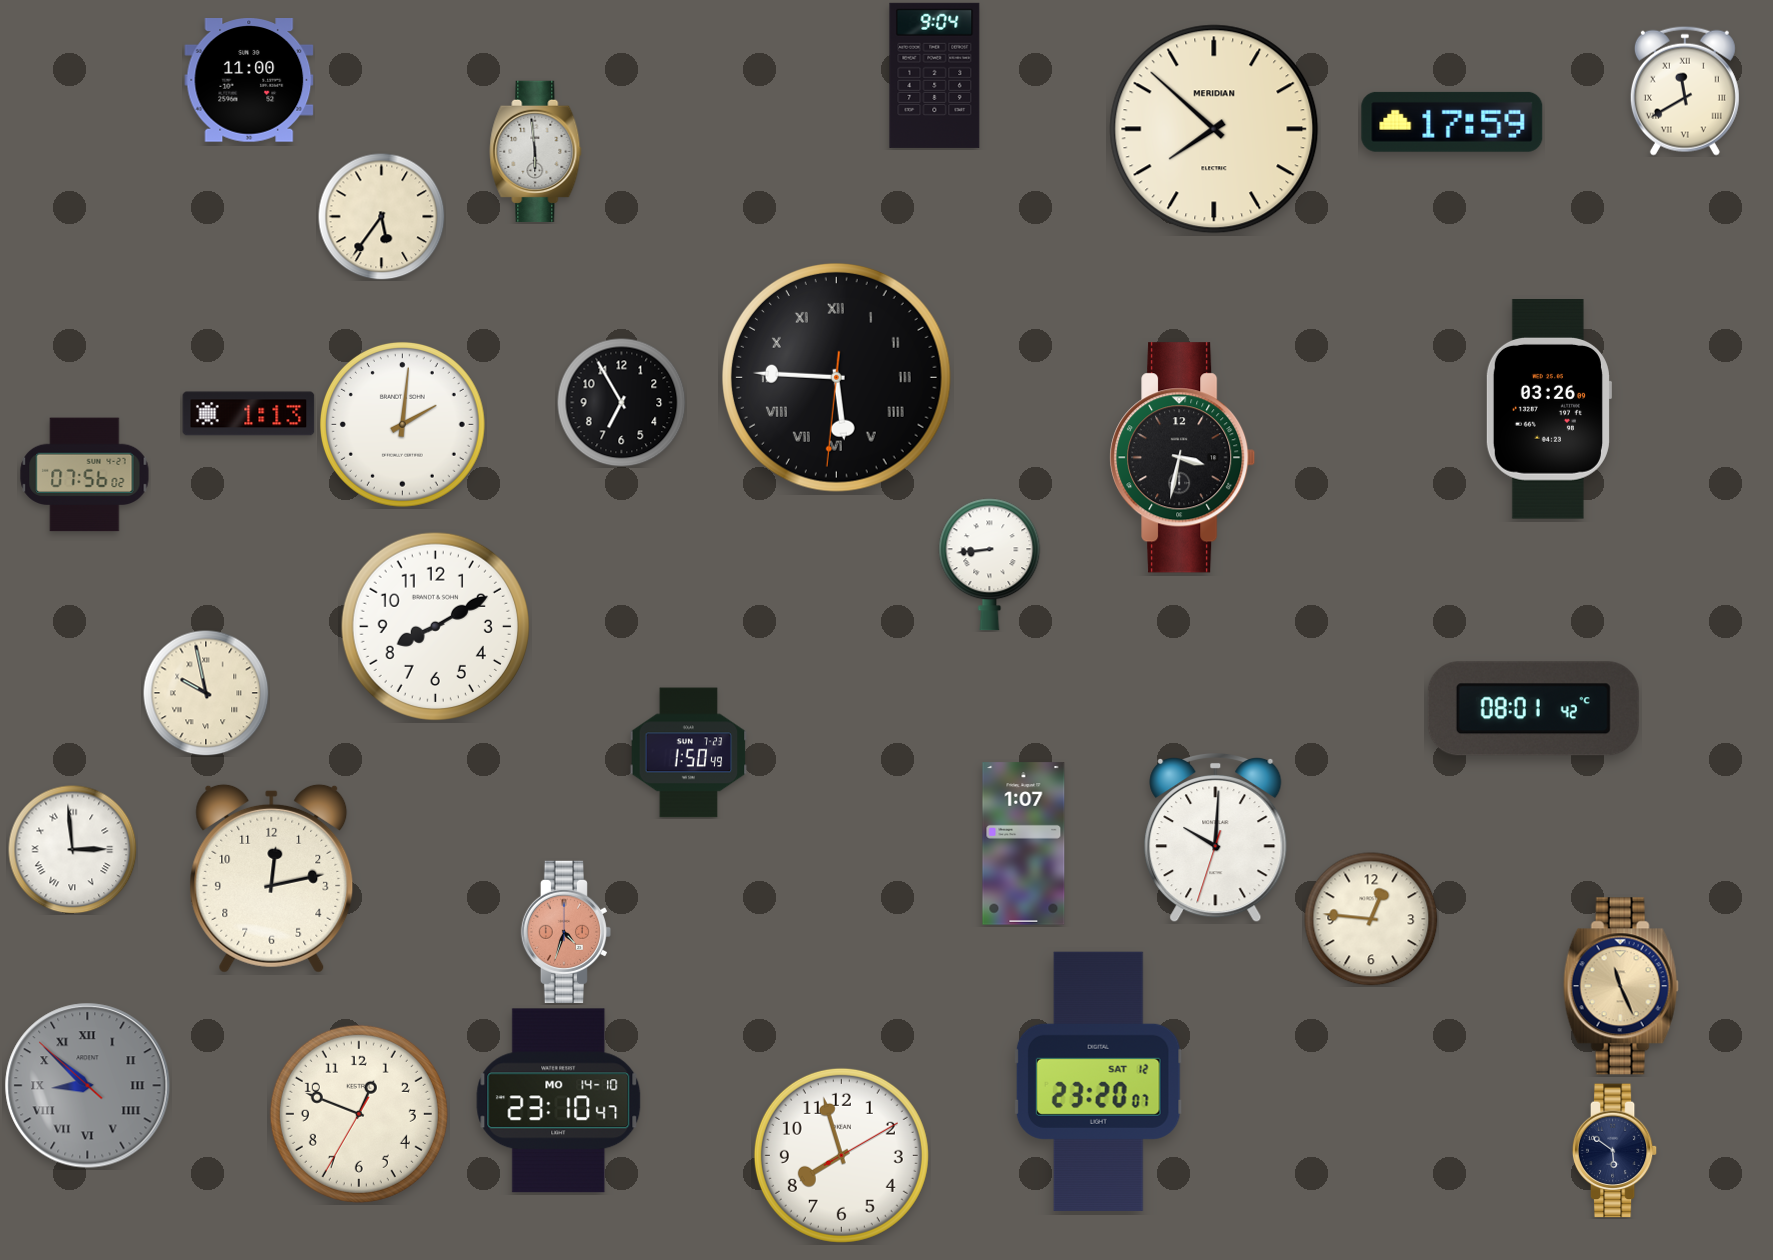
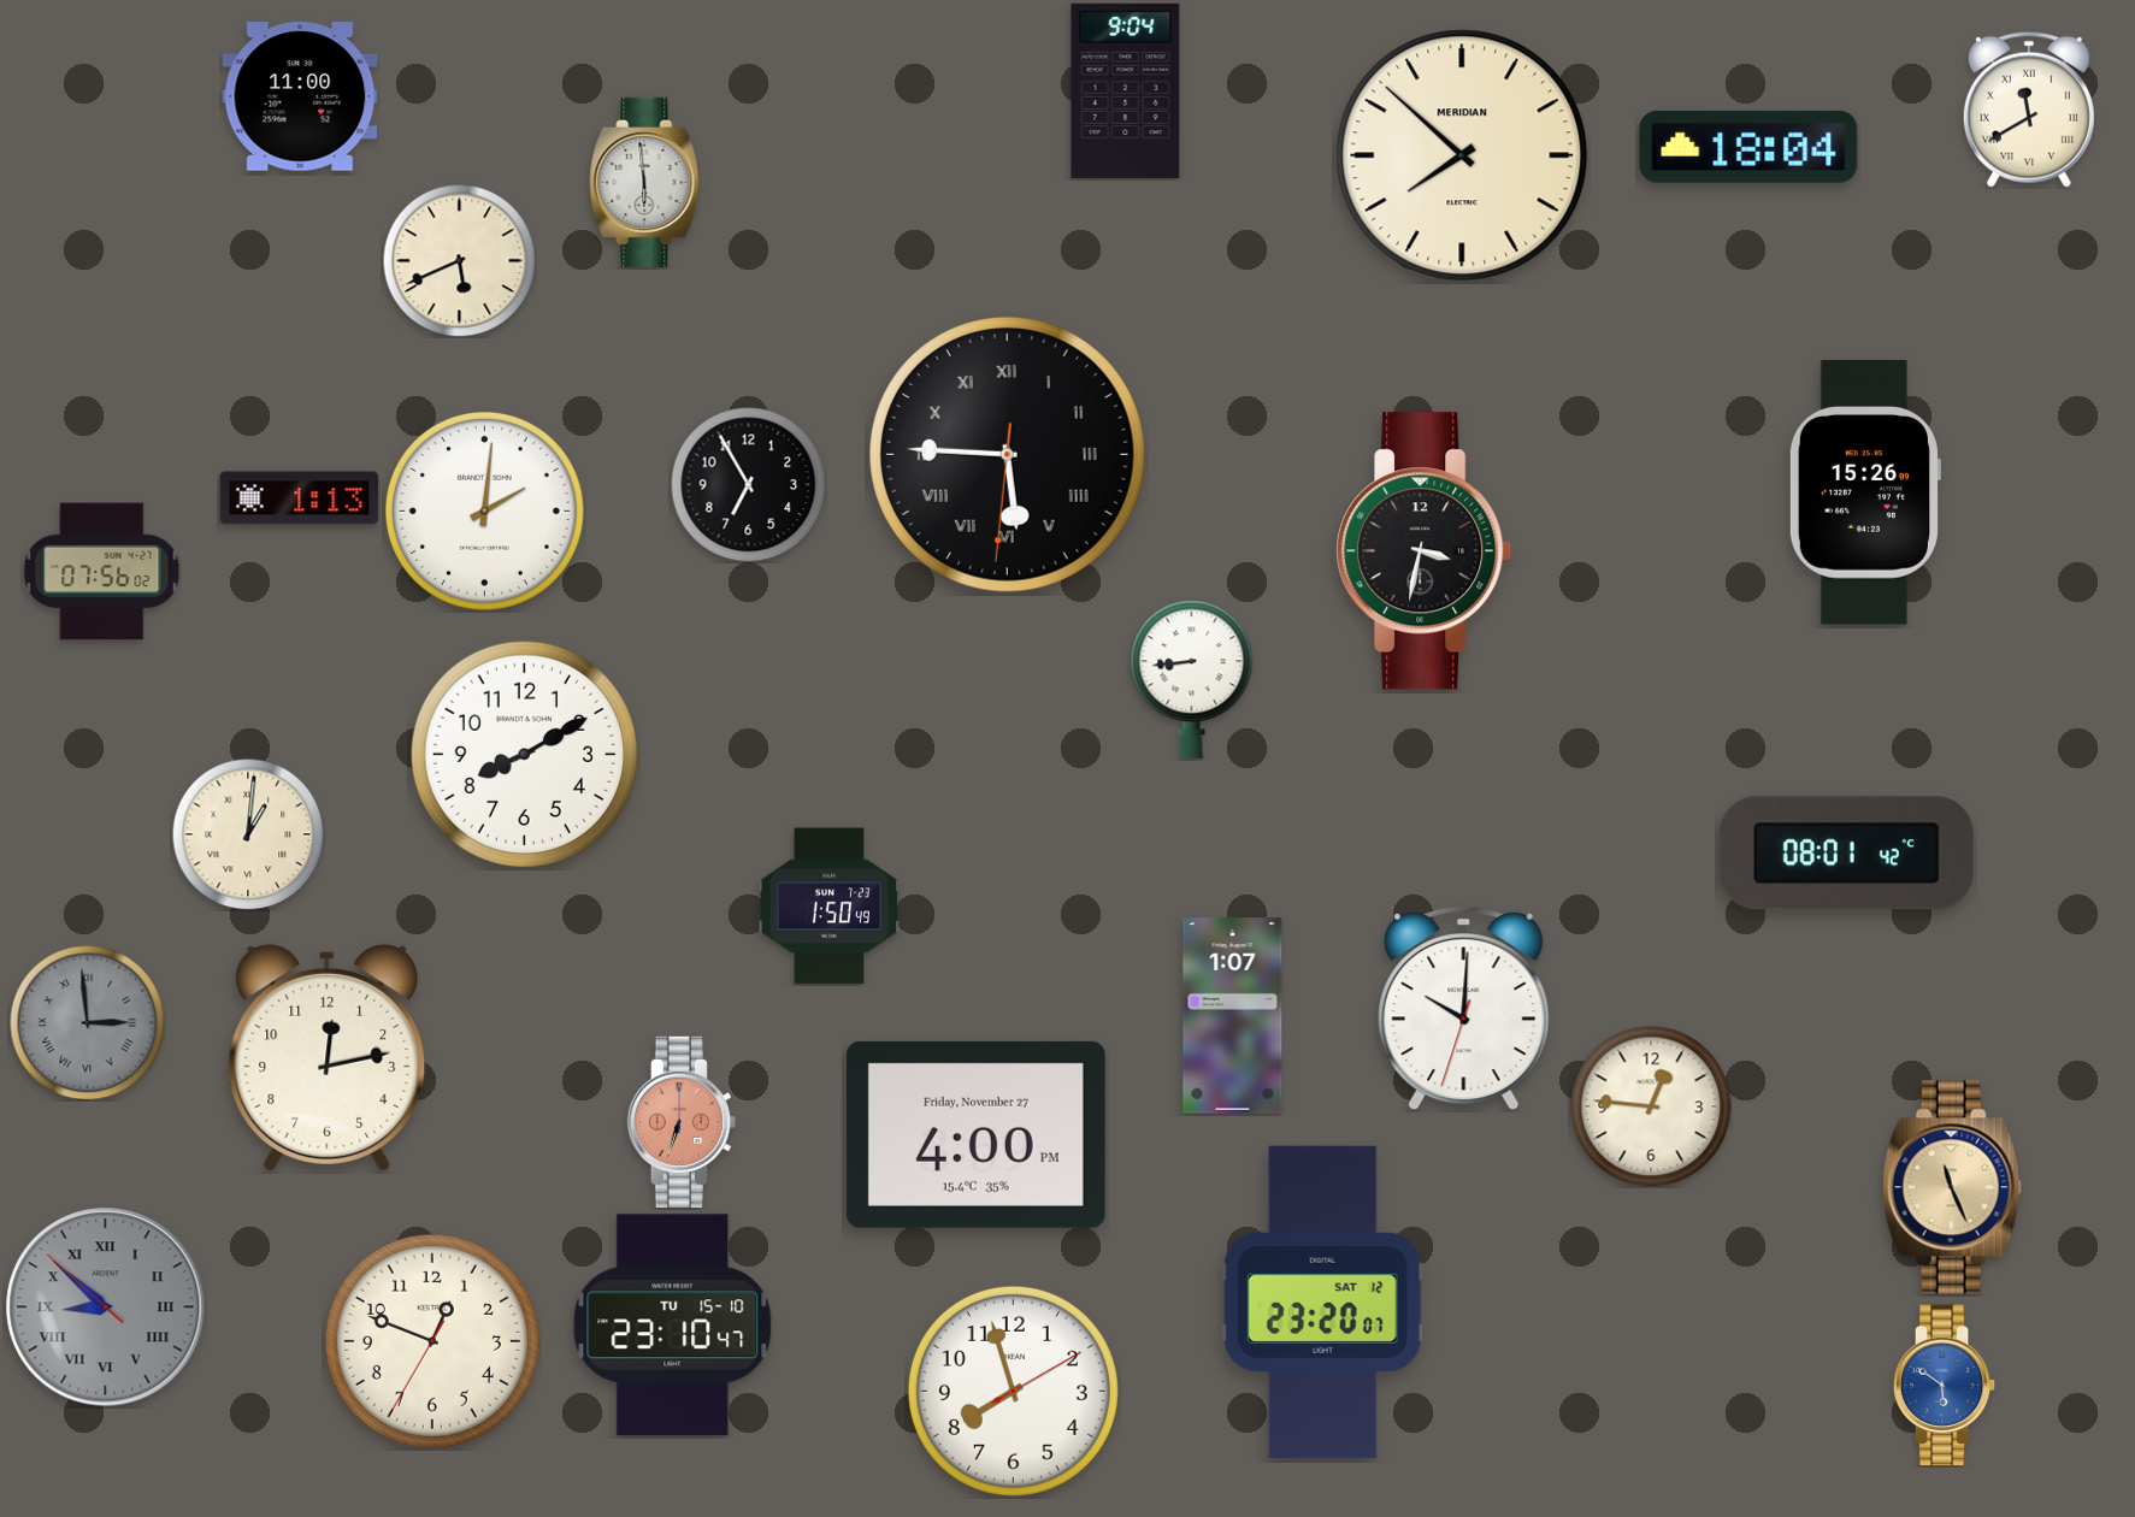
clock at (1452, 122): 17:59 -> 18:04
clock at (381, 216): 5:36 -> 5:41
clock at (1548, 410): 03:26 -> 15:26
clock at (206, 693): 9:58 -> 1:01
clock at (72, 849) dial: white -> grey
clock at (565, 932): 4:33 -> 6:33
clock at (975, 1134): none -> 4:00
clock at (559, 1101) date: MO 14-10 -> TU 15-10
clock at (1615, 1151) dial: navy -> blue
